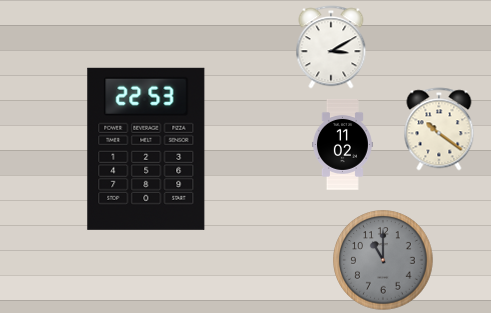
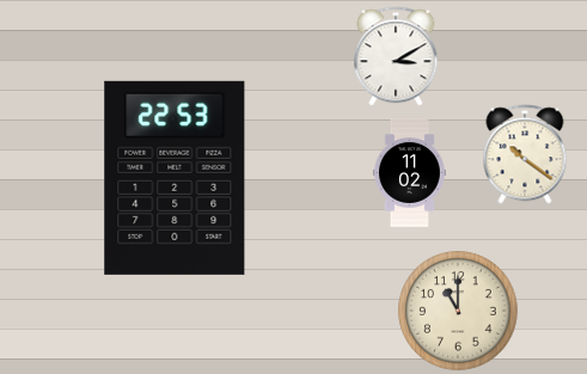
clock at (383, 260) dial: grey -> cream
